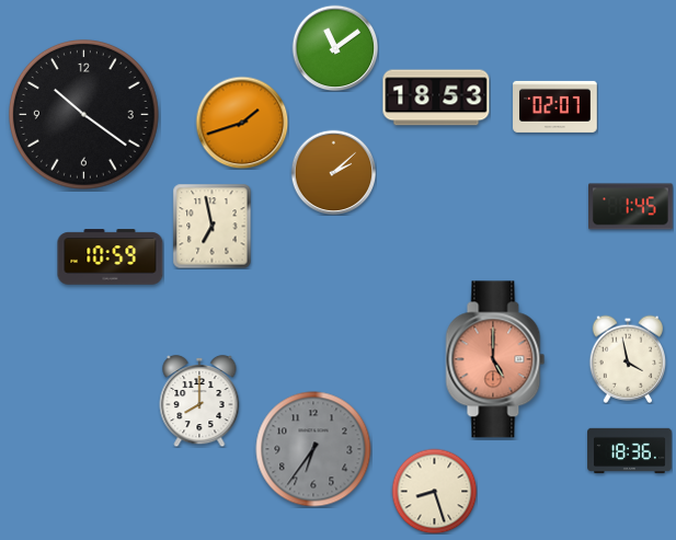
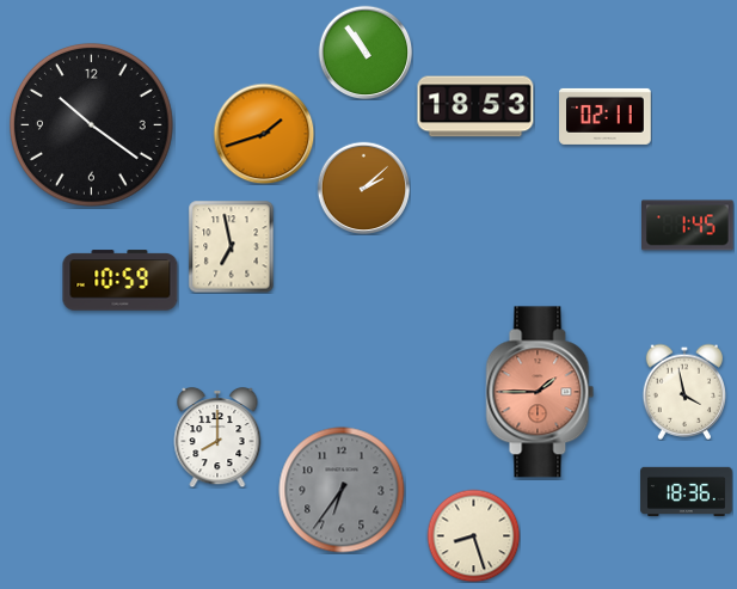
clock at (335, 48): 11:09 -> 10:54
clock at (555, 106): 02:07 -> 02:11
clock at (495, 359): 5:00 -> 1:45
